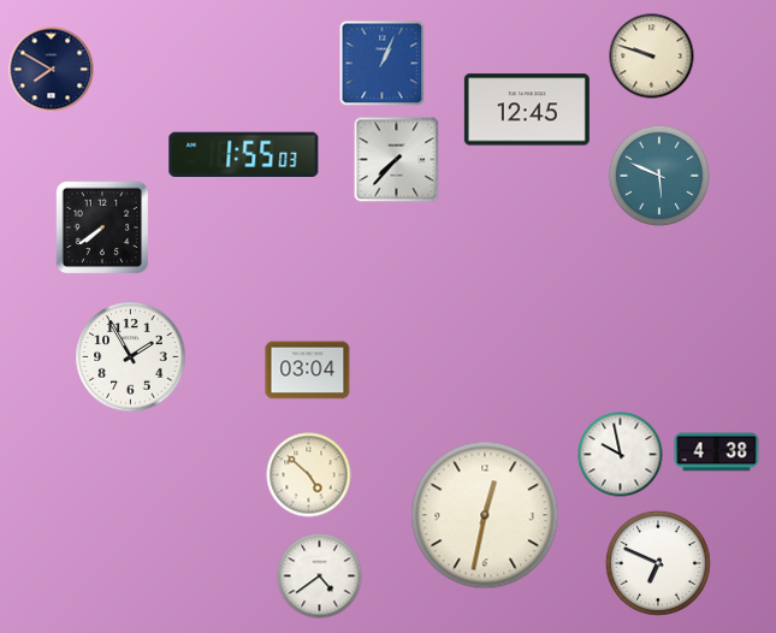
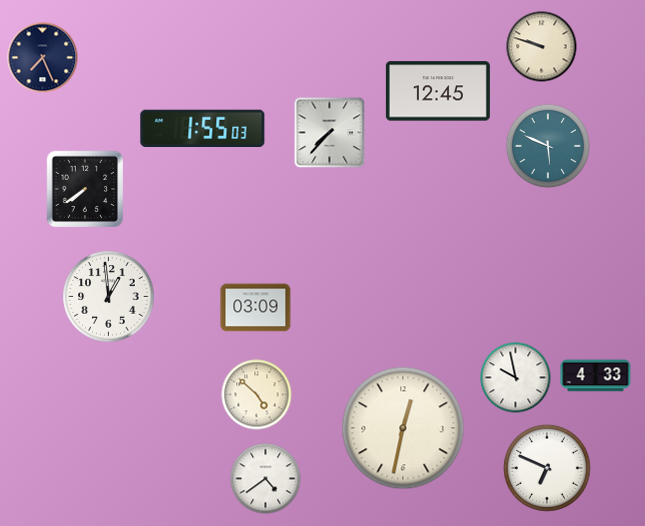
clock at (383, 64): 1:04 -> none
clock at (52, 70): 7:50 -> 7:26
clock at (131, 357): 1:55 -> 12:59
clock at (308, 371): 03:04 -> 03:09
clock at (717, 452): 4:38 -> 4:33
